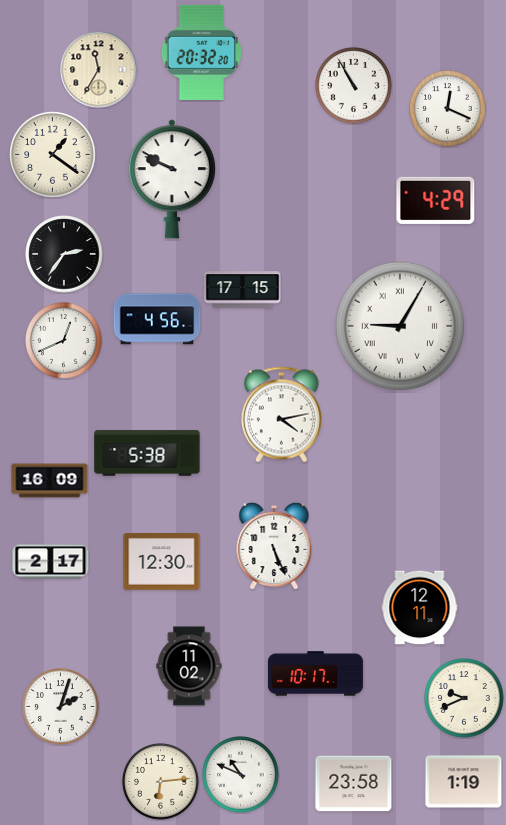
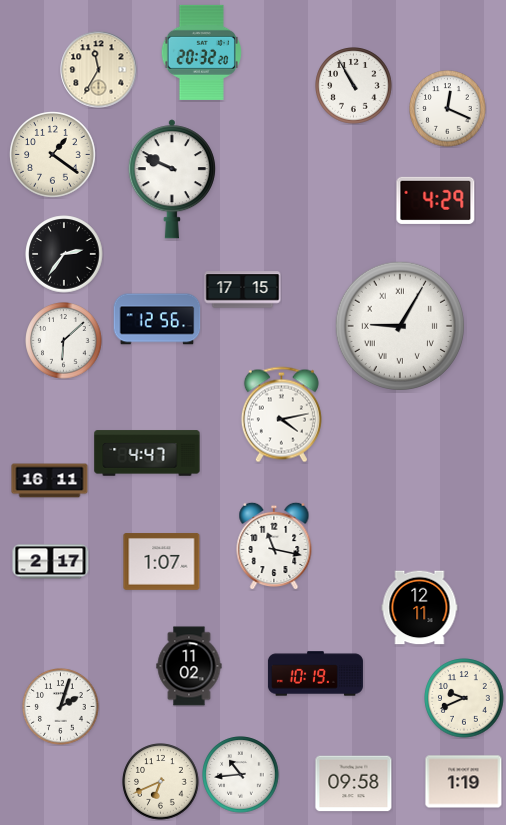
clock at (157, 319): 4:56 -> 12:56
clock at (64, 341): 12:41 -> 6:08
clock at (147, 453): 5:38 -> 4:47
clock at (50, 481): 16:09 -> 16:11
clock at (274, 546): 5:26 -> 11:17
clock at (162, 562): 12:30 -> 1:07
clock at (315, 674): 10:17 -> 10:19
clock at (241, 775): 10:49 -> 10:44
clock at (161, 782): 6:14 -> 6:41
clock at (354, 784): 23:58 -> 09:58
